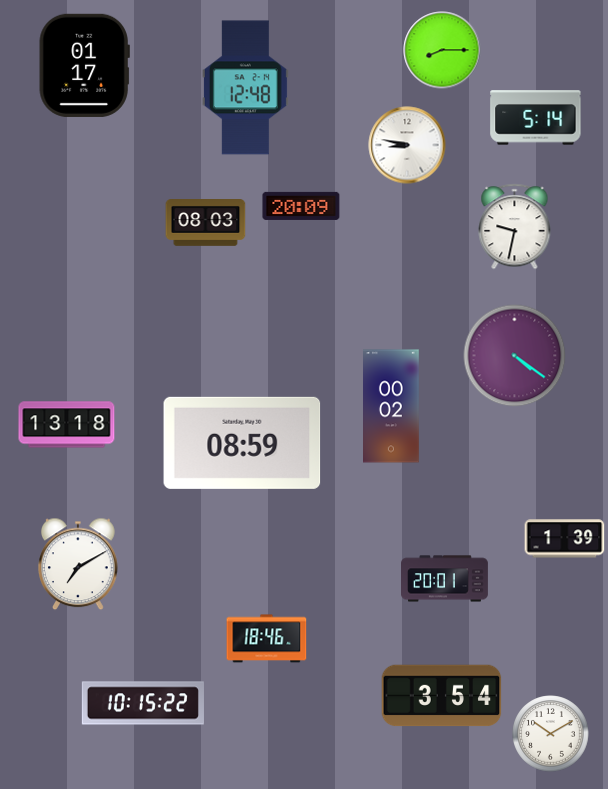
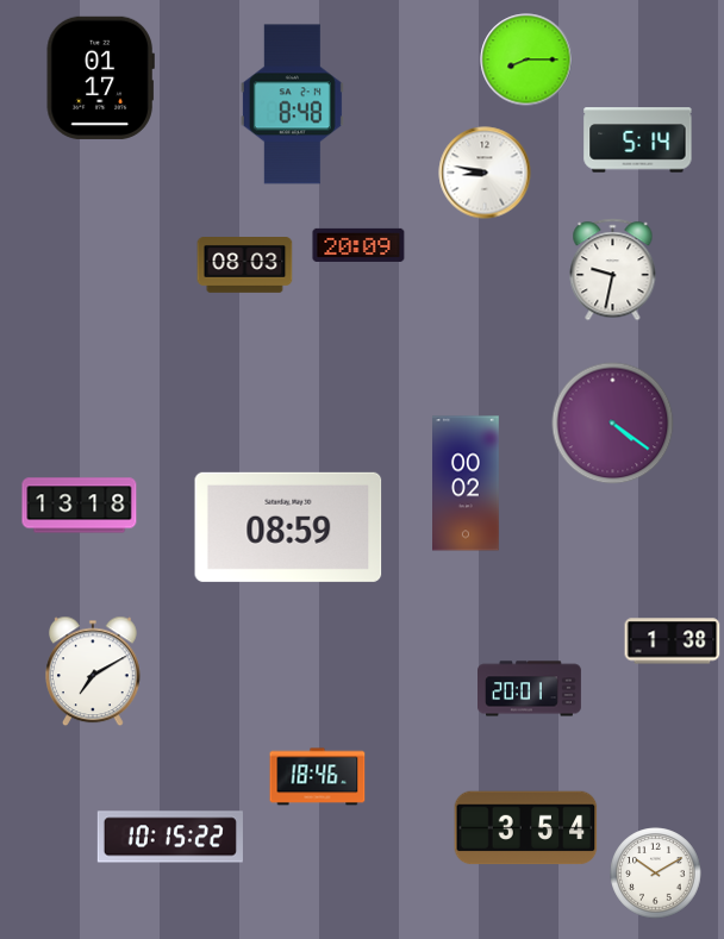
clock at (245, 88): 12:48 -> 8:48
clock at (565, 539): 1:39 -> 1:38
clock at (267, 639) position: (267, 639) -> (318, 777)
